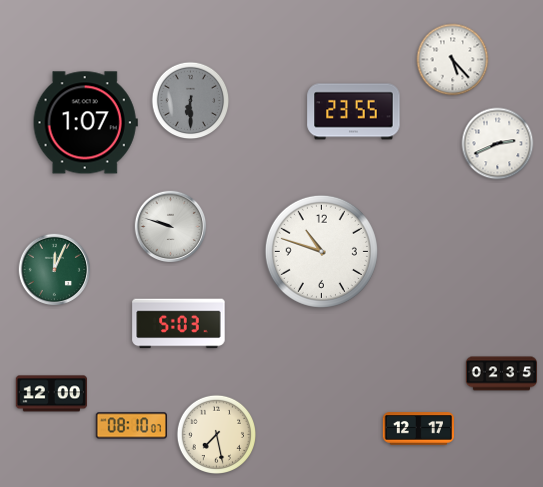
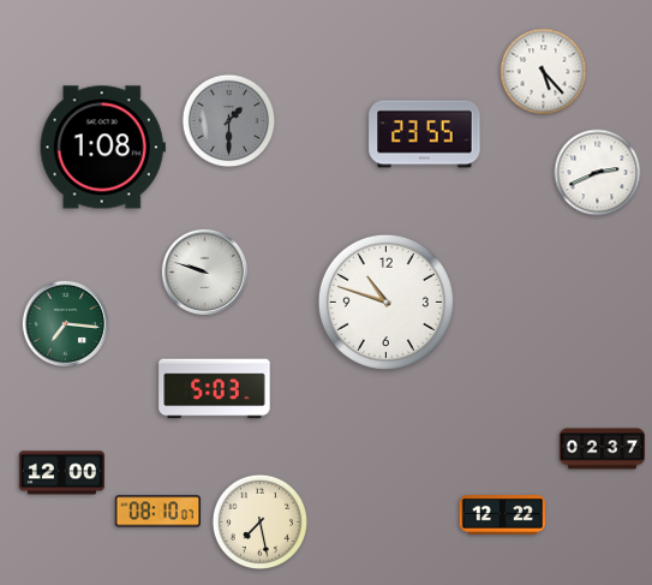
clock at (191, 101): 6:30 -> 1:30
clock at (85, 123): 1:07 -> 1:08
clock at (55, 270): 12:04 -> 7:16
clock at (501, 374): 02:35 -> 02:37
clock at (418, 429): 12:17 -> 12:22
